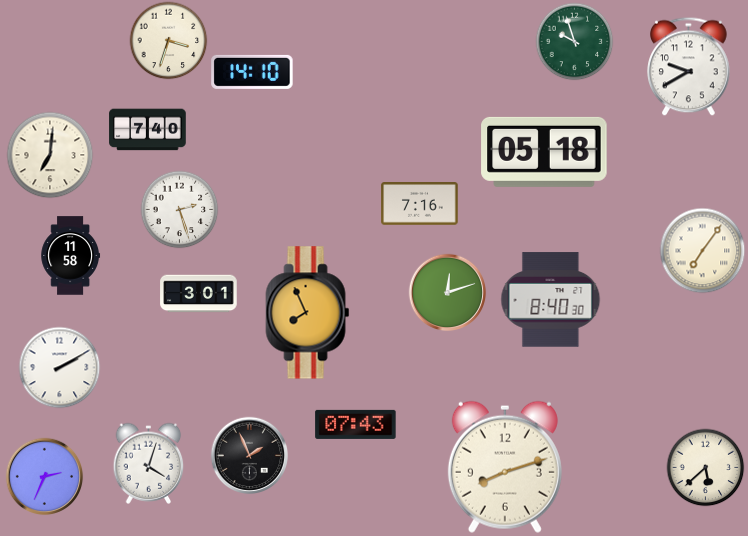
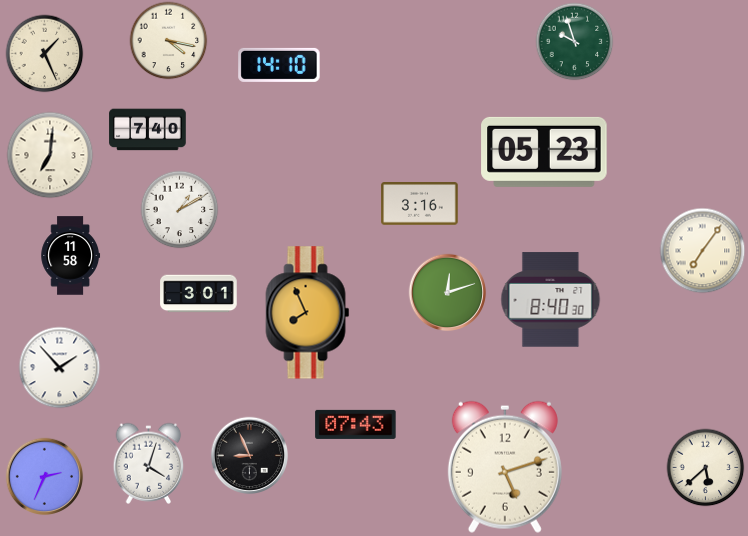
clock at (168, 40): 3:33 -> 4:17
clock at (44, 53): none -> 1:26
clock at (689, 66): 9:40 -> none
clock at (252, 72) position: (252, 72) -> (279, 65)
clock at (544, 152): 05:18 -> 05:23
clock at (420, 204): 7:16 -> 3:16
clock at (179, 209): 2:27 -> 1:10
clock at (59, 367): 2:10 -> 1:53
clock at (249, 455): 1:56 -> 8:56
clock at (505, 467): 8:12 -> 5:12
